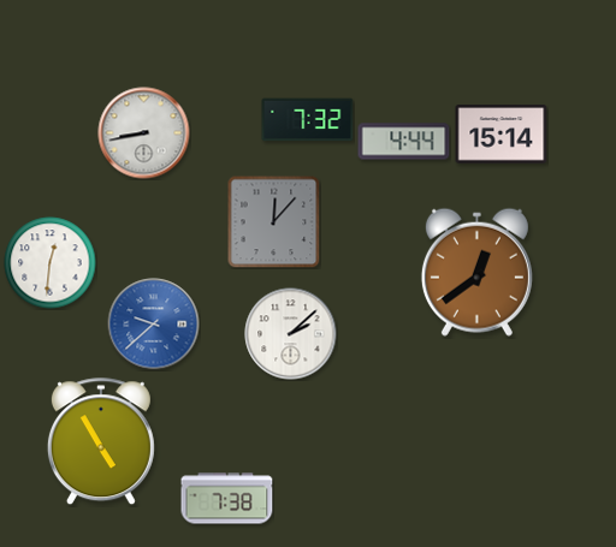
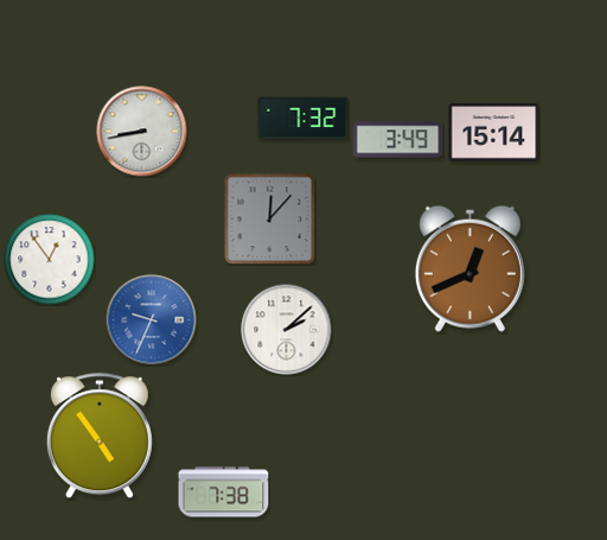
clock at (404, 142): 4:44 -> 3:49
clock at (51, 263): 12:31 -> 12:54
clock at (476, 272): 12:39 -> 12:41
clock at (154, 325): 9:38 -> 9:34
clock at (101, 442): 4:55 -> 4:54
